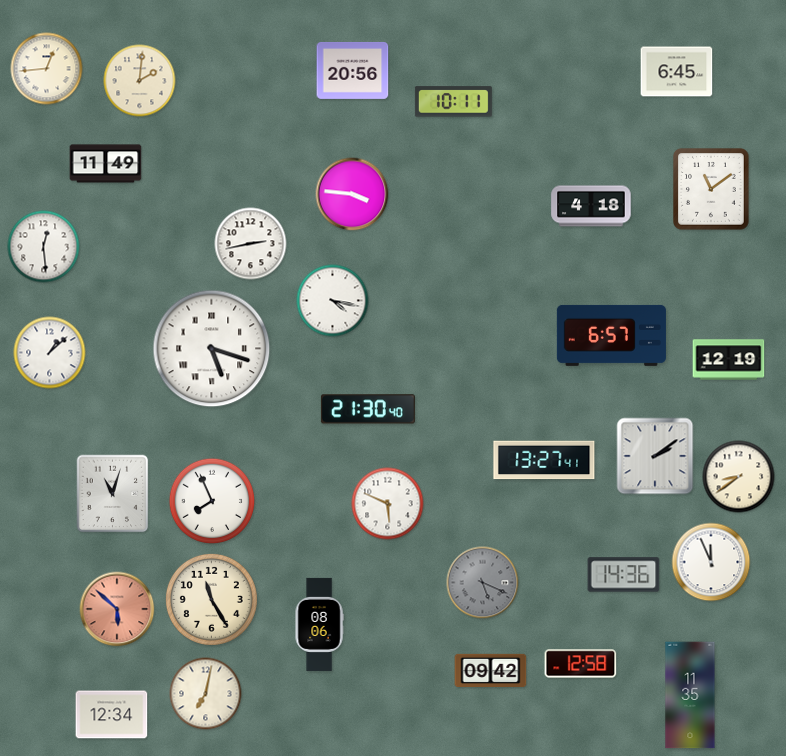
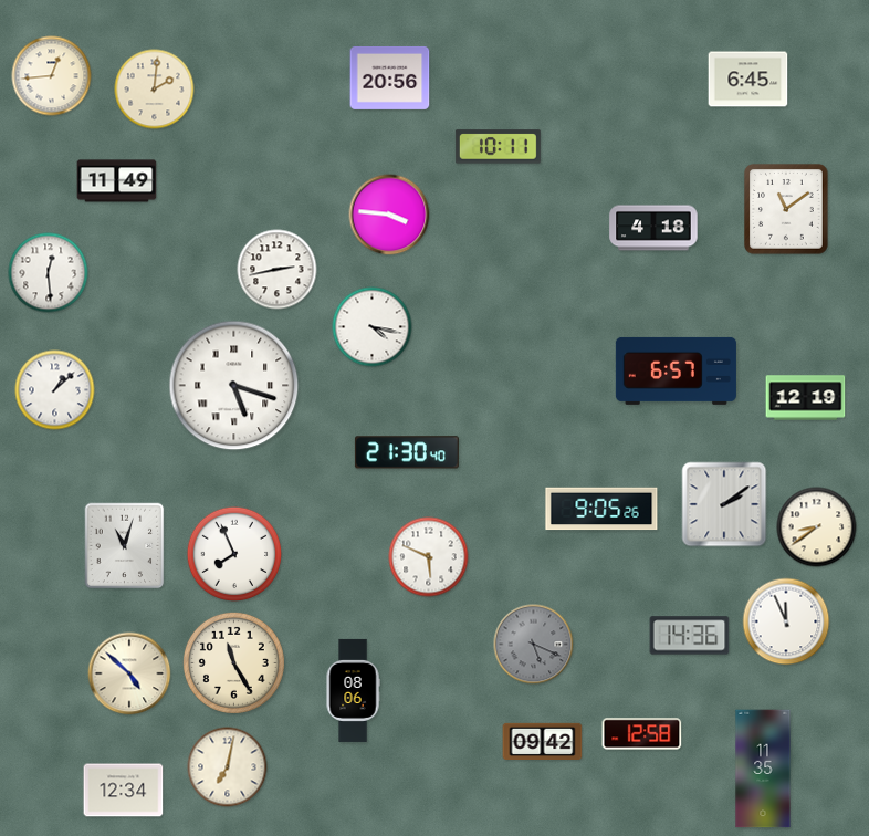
clock at (453, 102) position: (453, 102) -> (498, 147)
clock at (333, 301) position: (333, 301) -> (373, 327)
clock at (544, 460): 13:27 -> 9:05
clock at (117, 609): 5:52 -> 4:52
clock at (117, 609) dial: salmon -> cream
